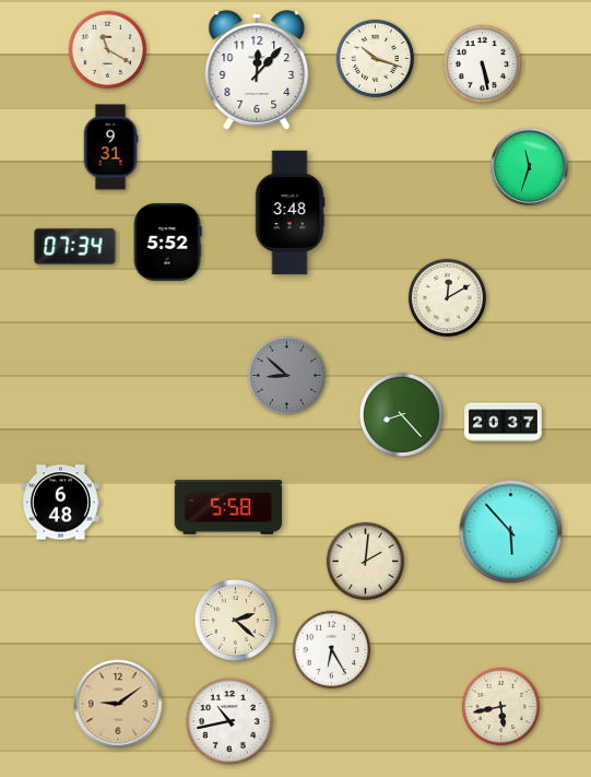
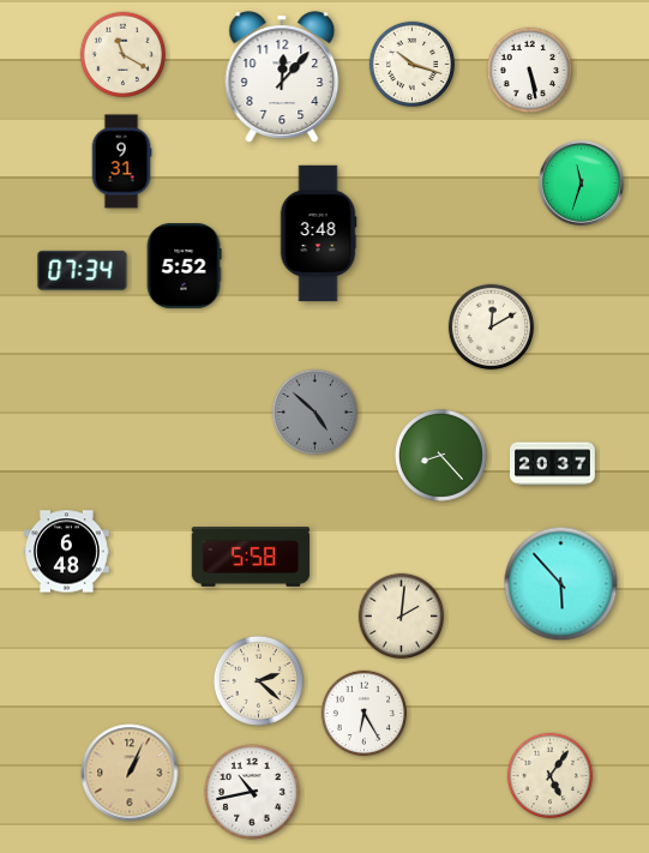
clock at (108, 50) position: (108, 50) -> (124, 55)
clock at (287, 376): 8:52 -> 4:52
clock at (118, 704): 9:09 -> 1:04
clock at (501, 707): 5:43 -> 5:06
